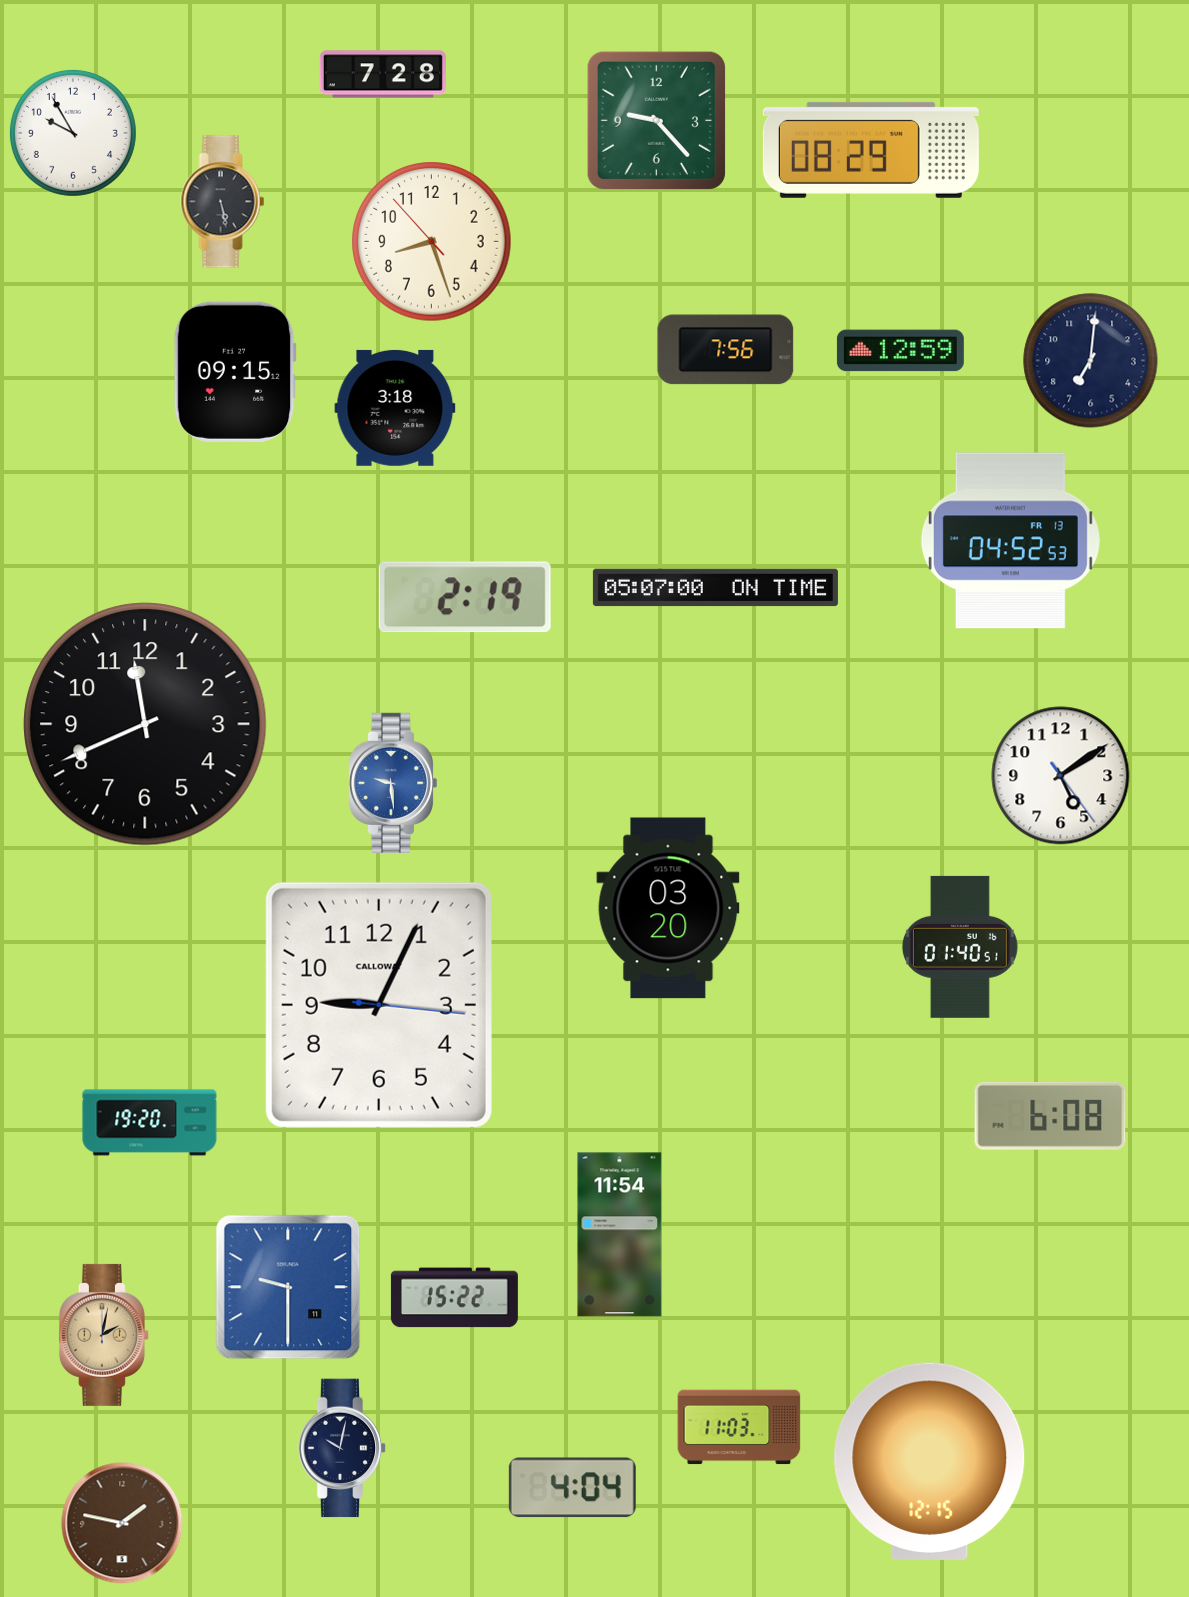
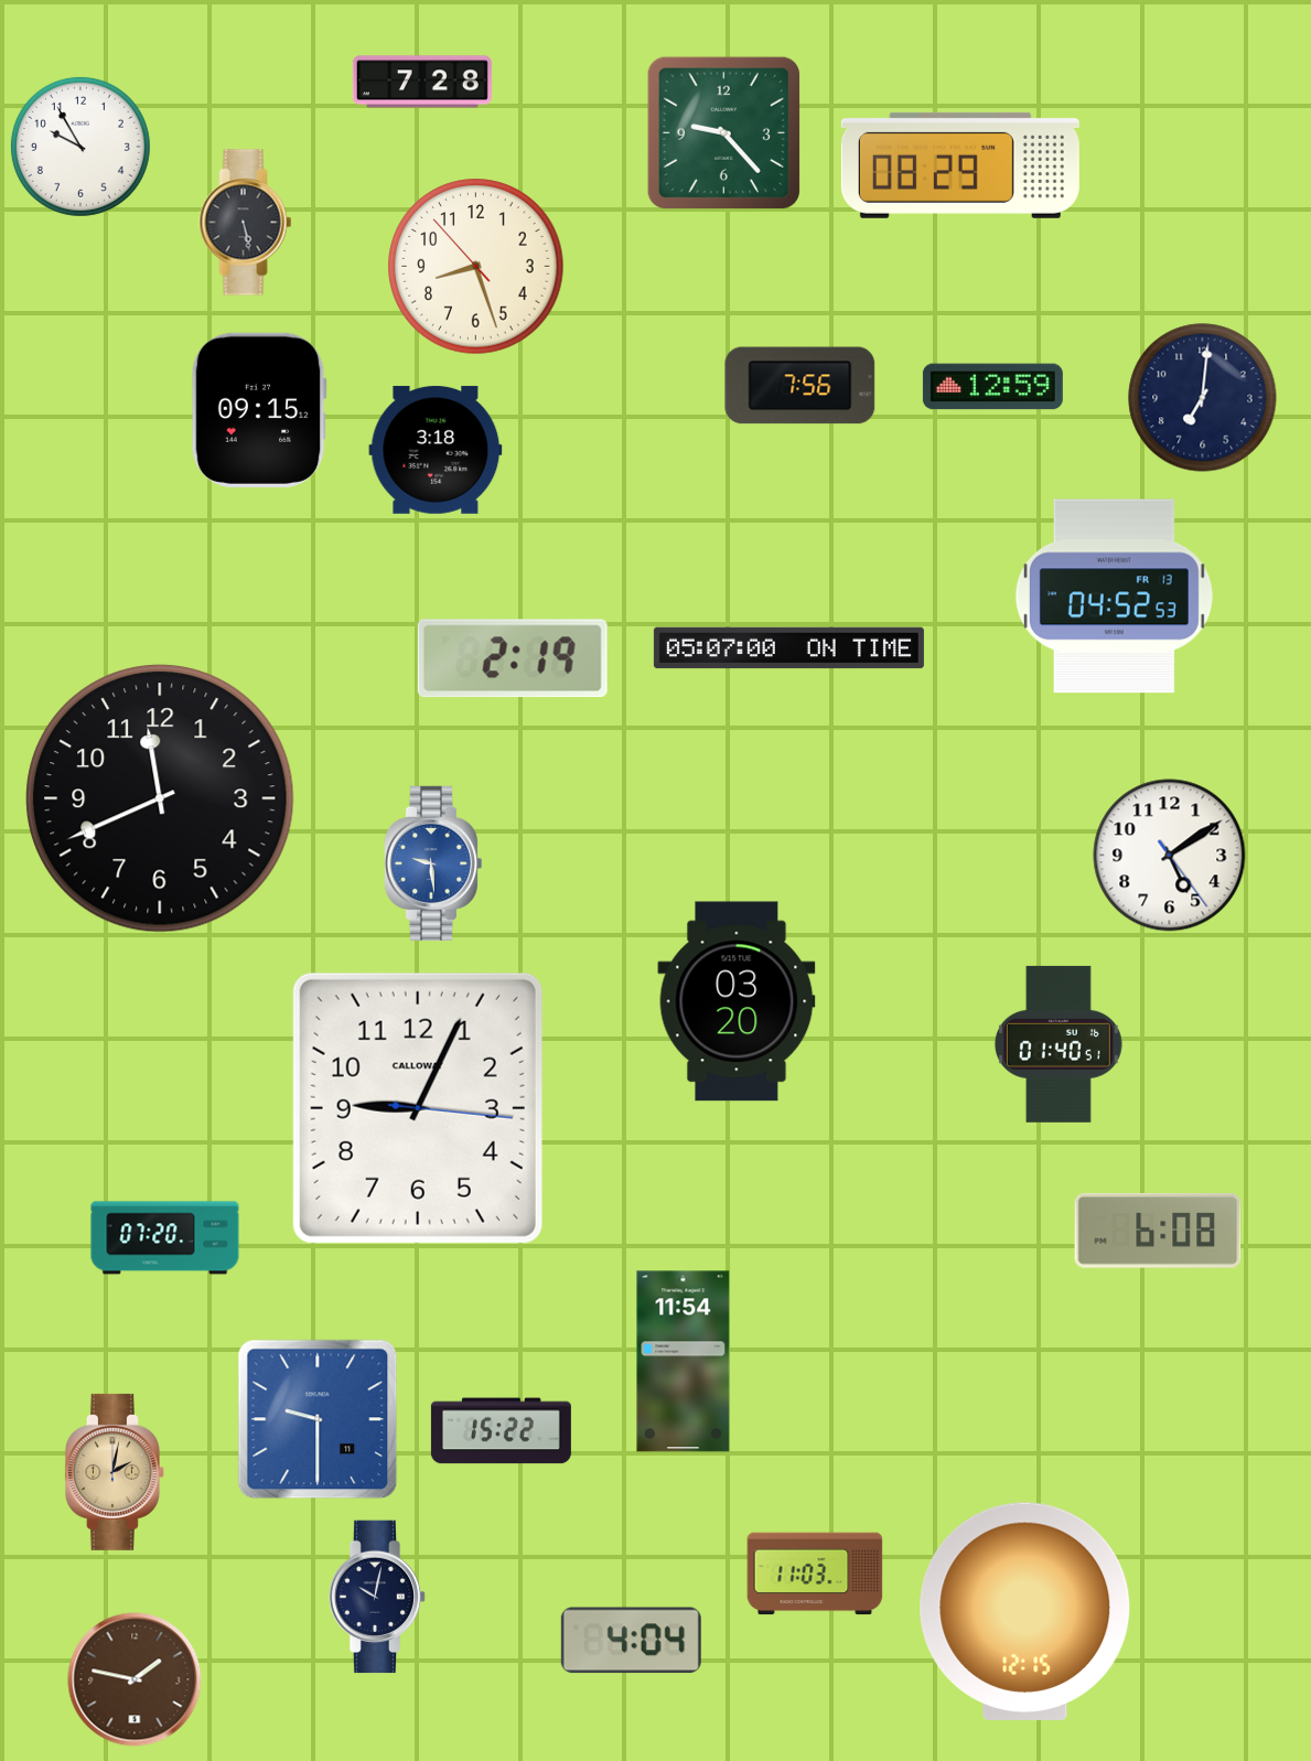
clock at (150, 1123): 19:20 -> 07:20
